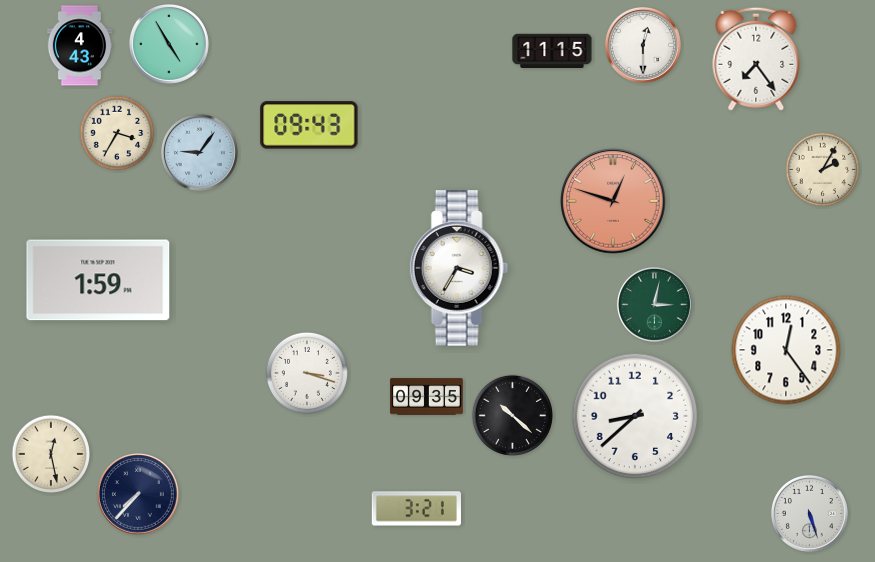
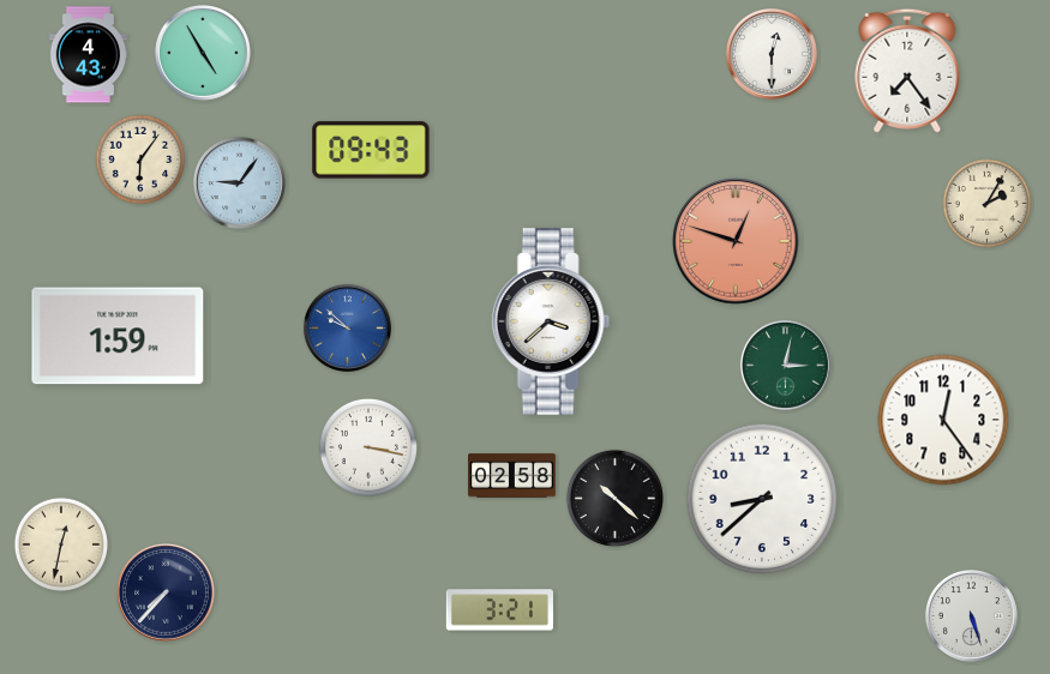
clock at (80, 46) position: (80, 46) -> (89, 55)
clock at (552, 51): 11:15 -> none
clock at (117, 133): 3:35 -> 6:06
clock at (459, 268): 3:35 -> 3:38
clock at (347, 327): none -> 9:52
clock at (307, 373): 3:18 -> 3:17
clock at (427, 397): 09:35 -> 02:58
clock at (50, 453): 12:28 -> 12:32
